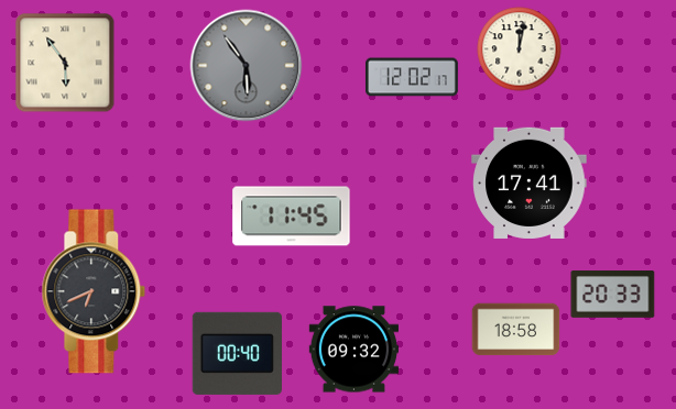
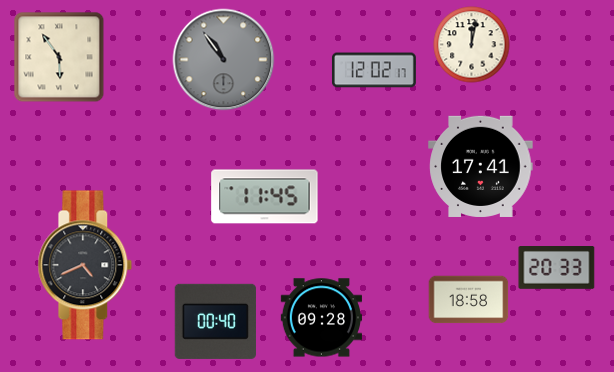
clock at (247, 66): 5:54 -> 10:54
clock at (94, 291): 6:41 -> 4:41
clock at (353, 350): 09:32 -> 09:28
